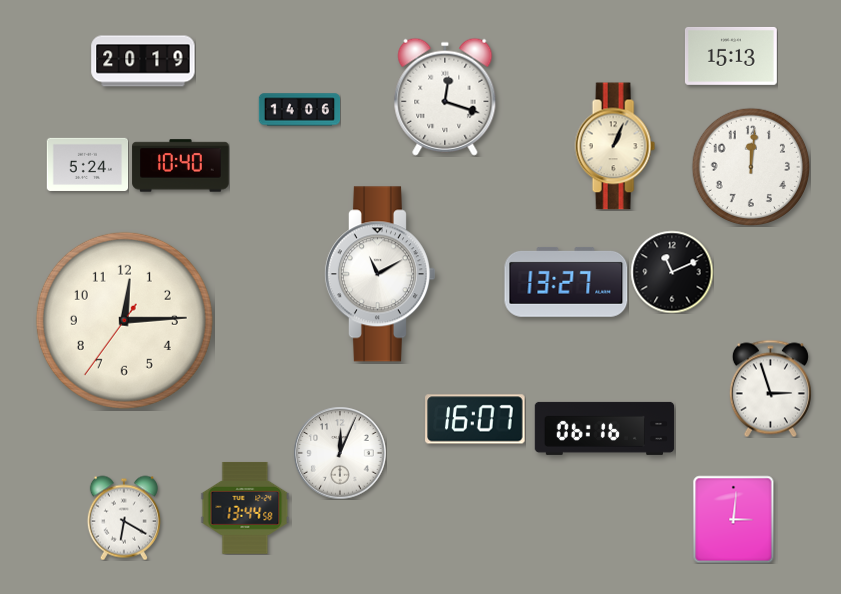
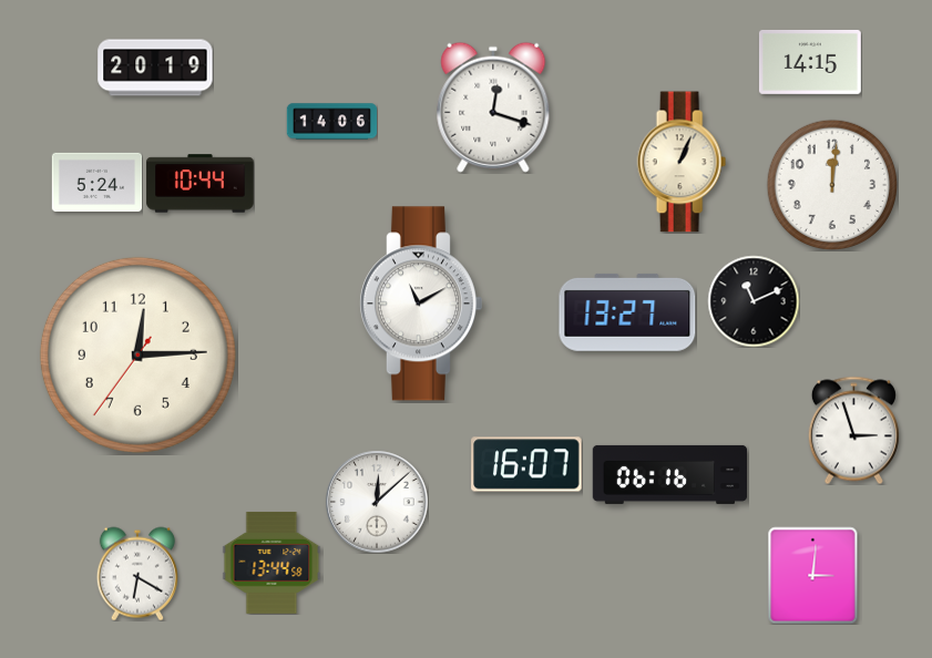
clock at (731, 56): 15:13 -> 14:15
clock at (143, 61) position: (143, 61) -> (155, 68)
clock at (181, 166): 10:40 -> 10:44
clock at (672, 272) position: (672, 272) -> (754, 301)
clock at (340, 453): 12:04 -> 12:08
